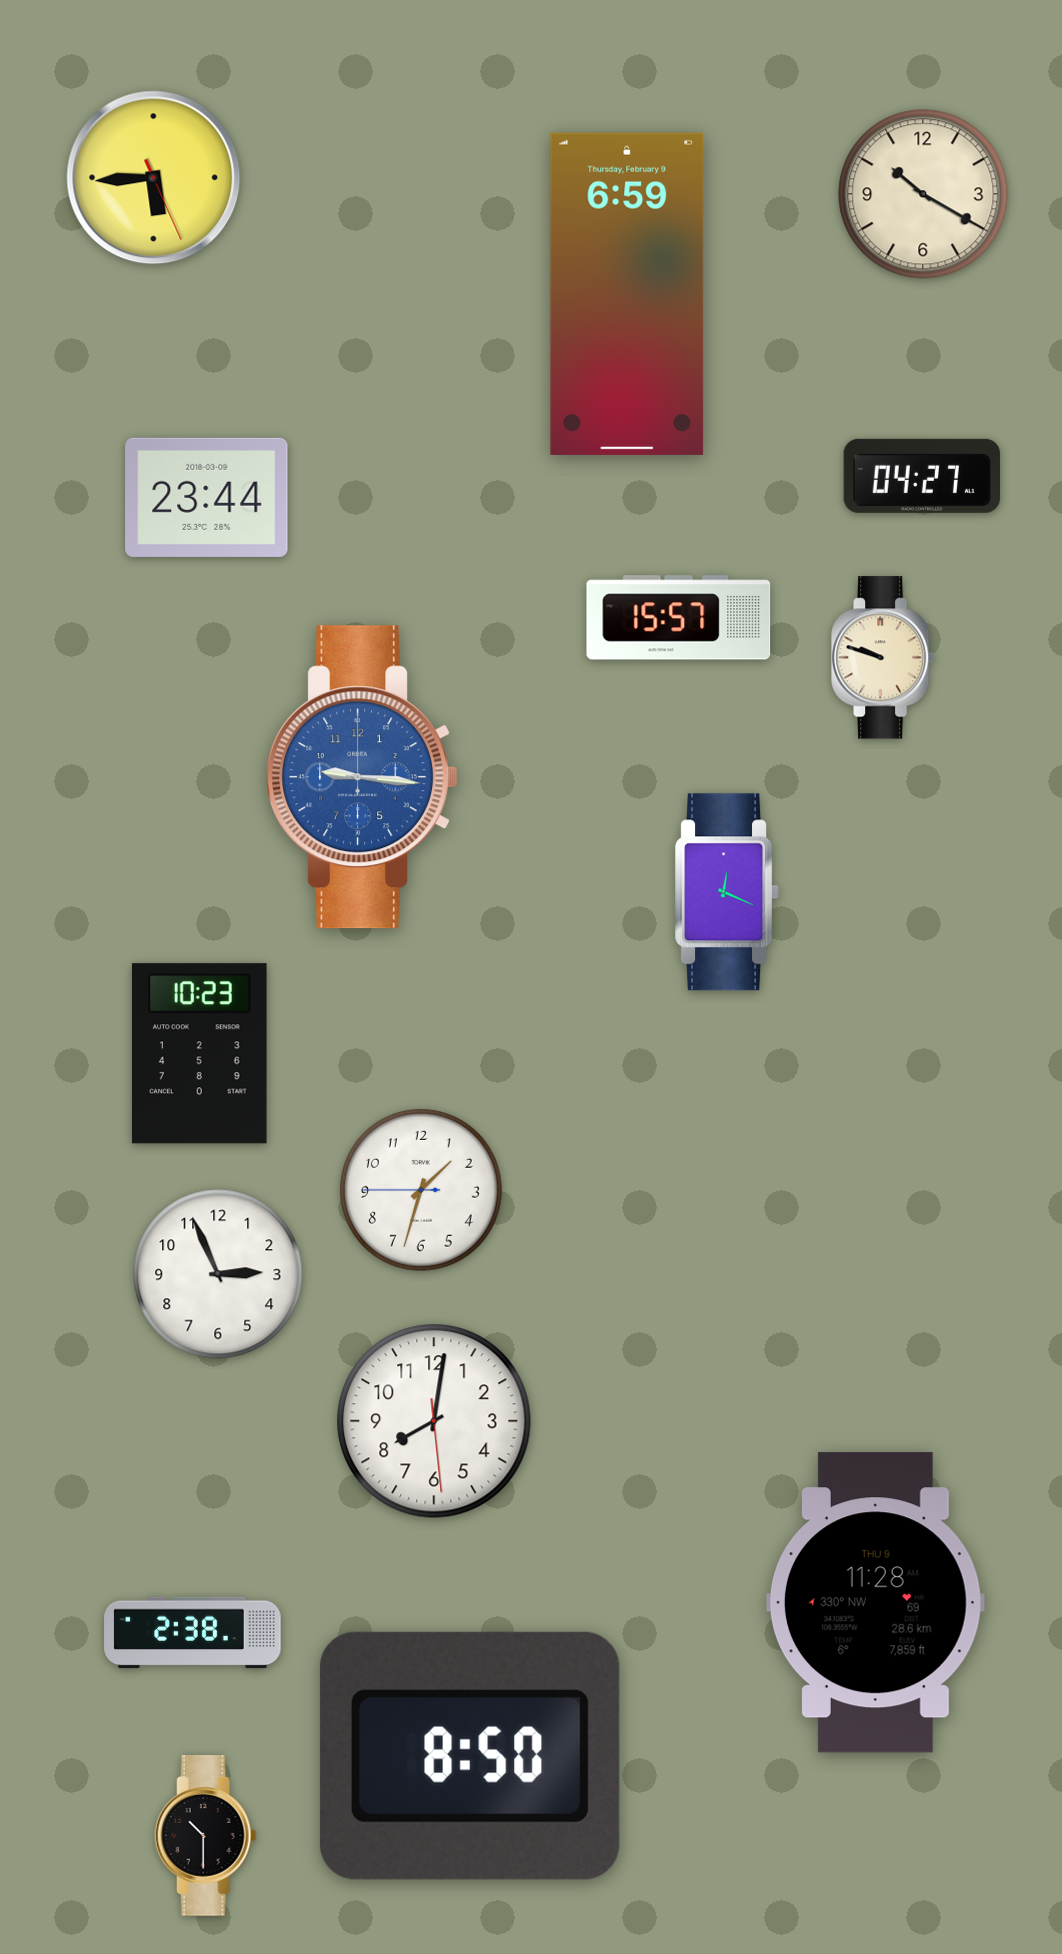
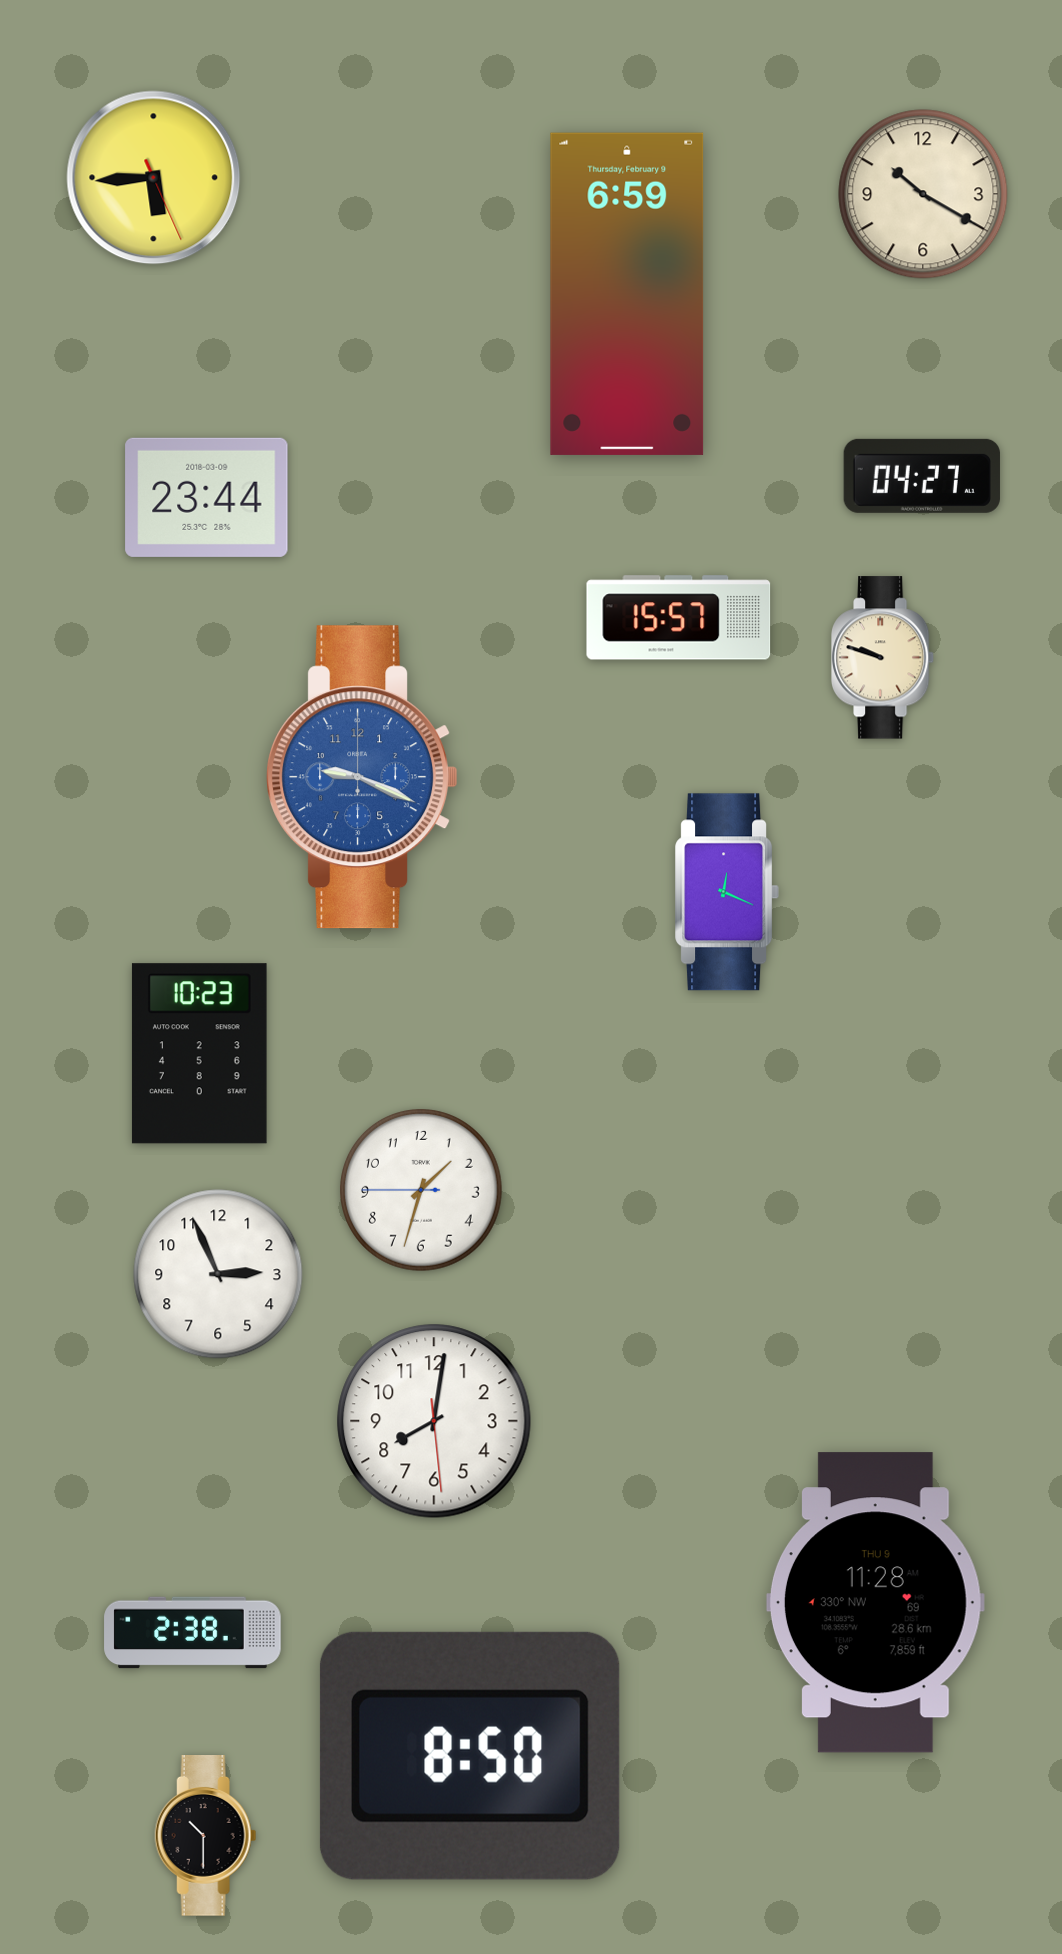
clock at (362, 777): 9:16 -> 9:19
